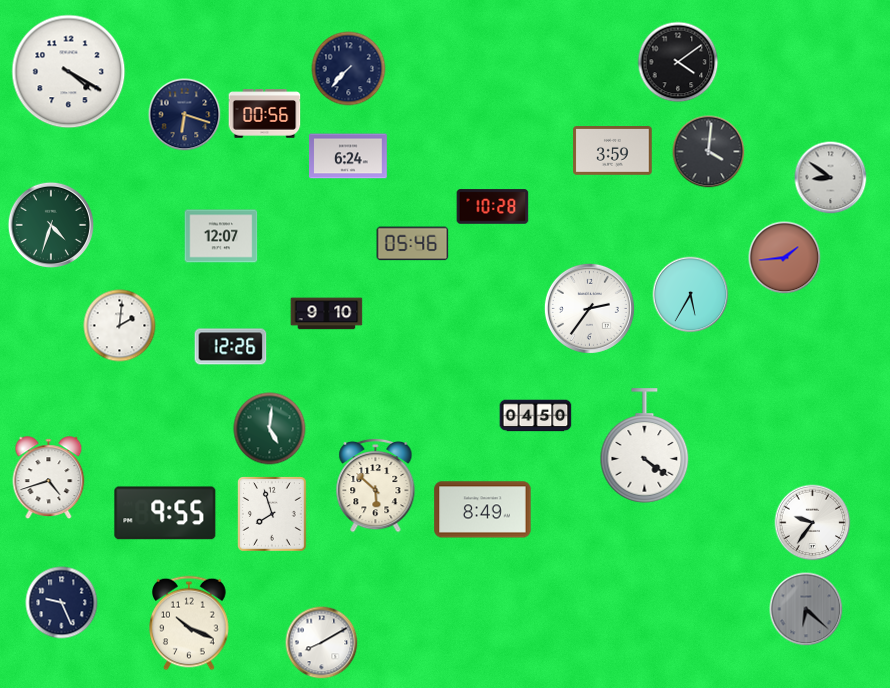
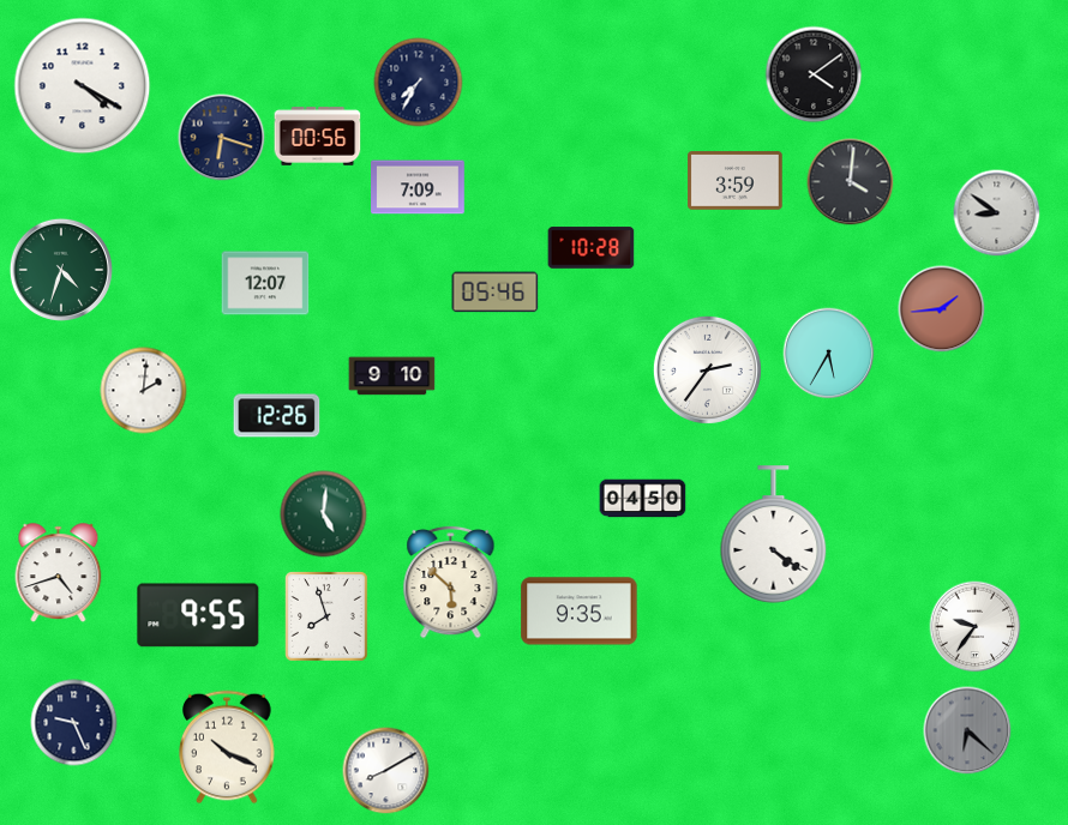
clock at (349, 69): 7:37 -> 7:35
clock at (348, 156): 6:24 -> 7:09
clock at (483, 510): 8:49 -> 9:35
